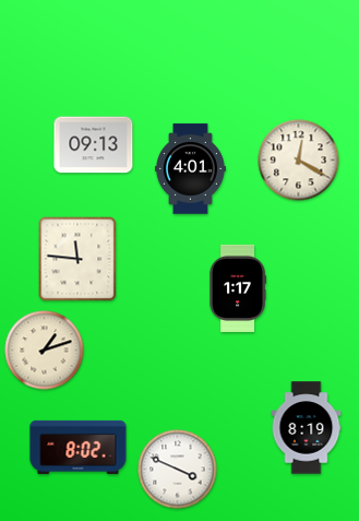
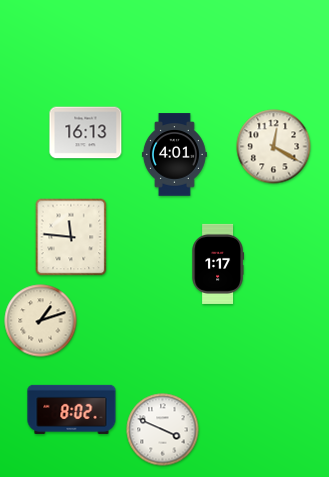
clock at (94, 145): 09:13 -> 16:13
clock at (307, 428): 8:19 -> none
